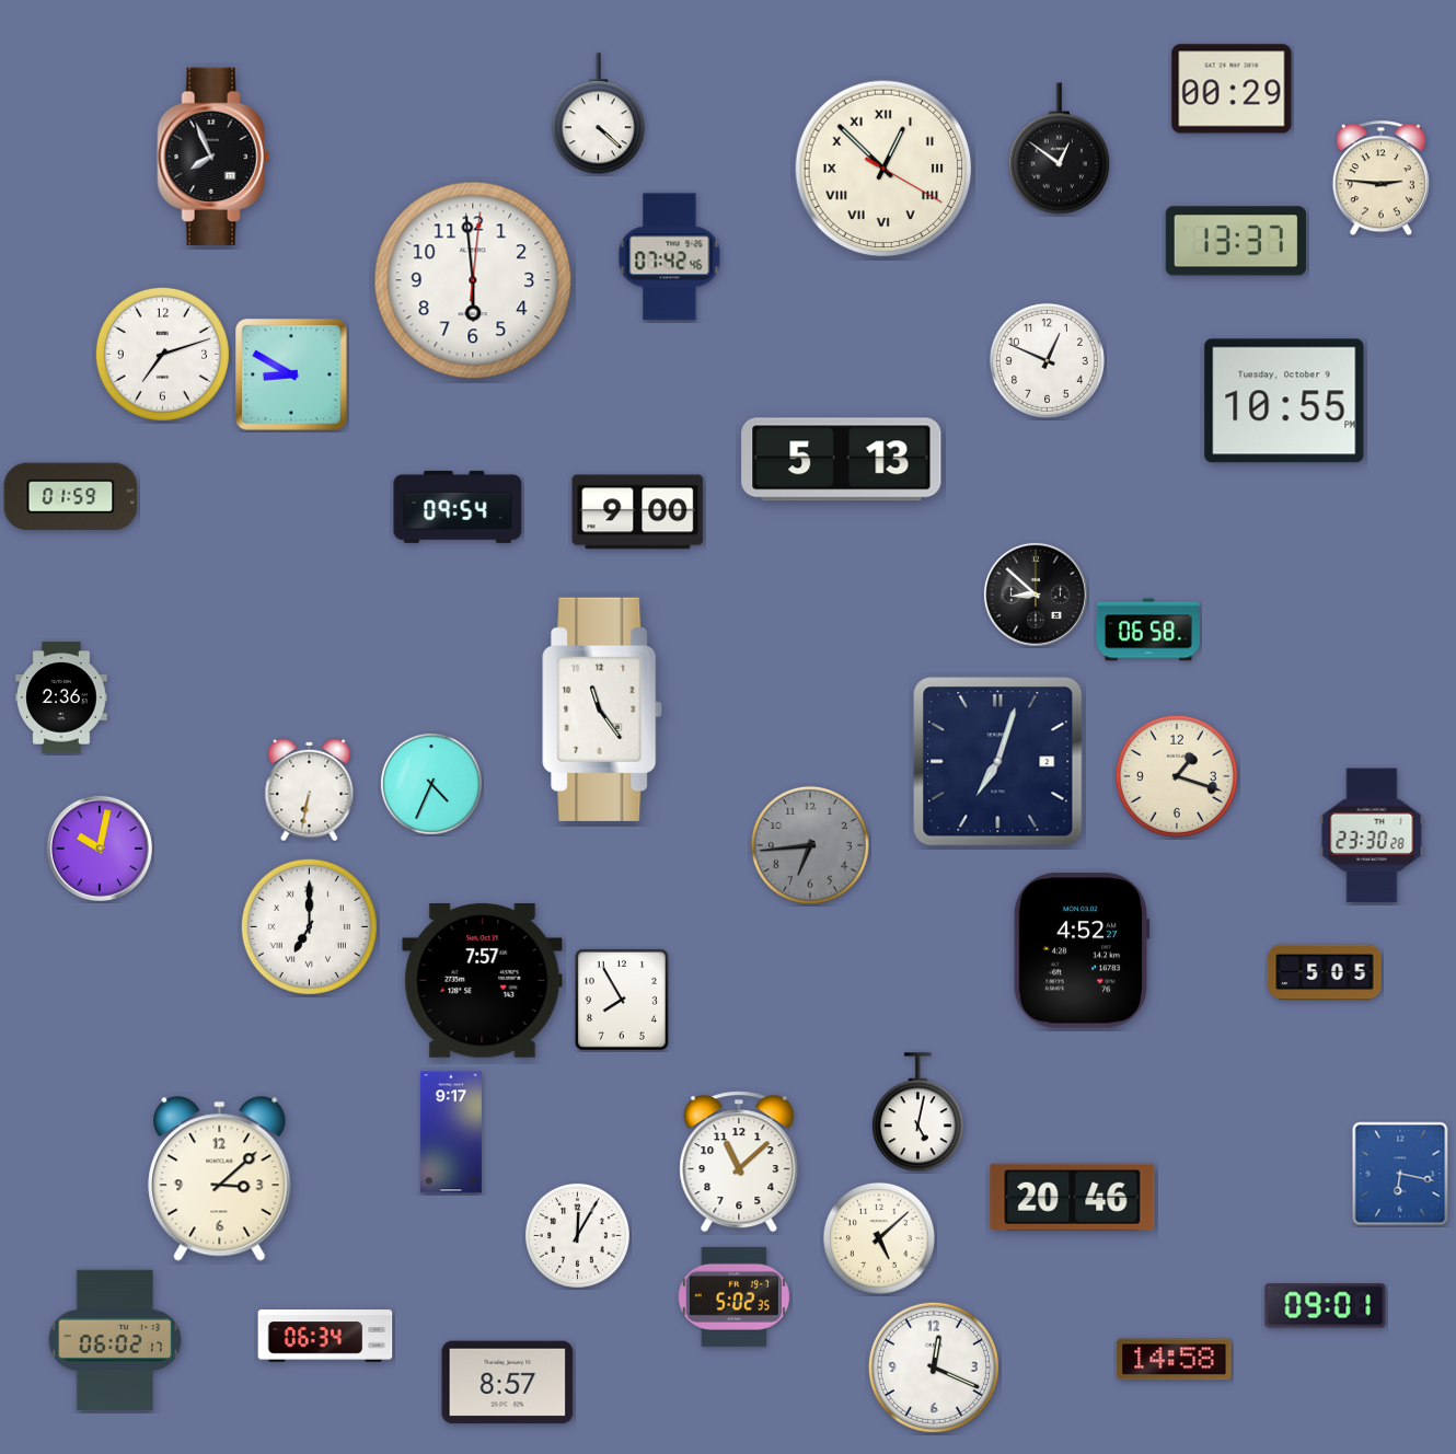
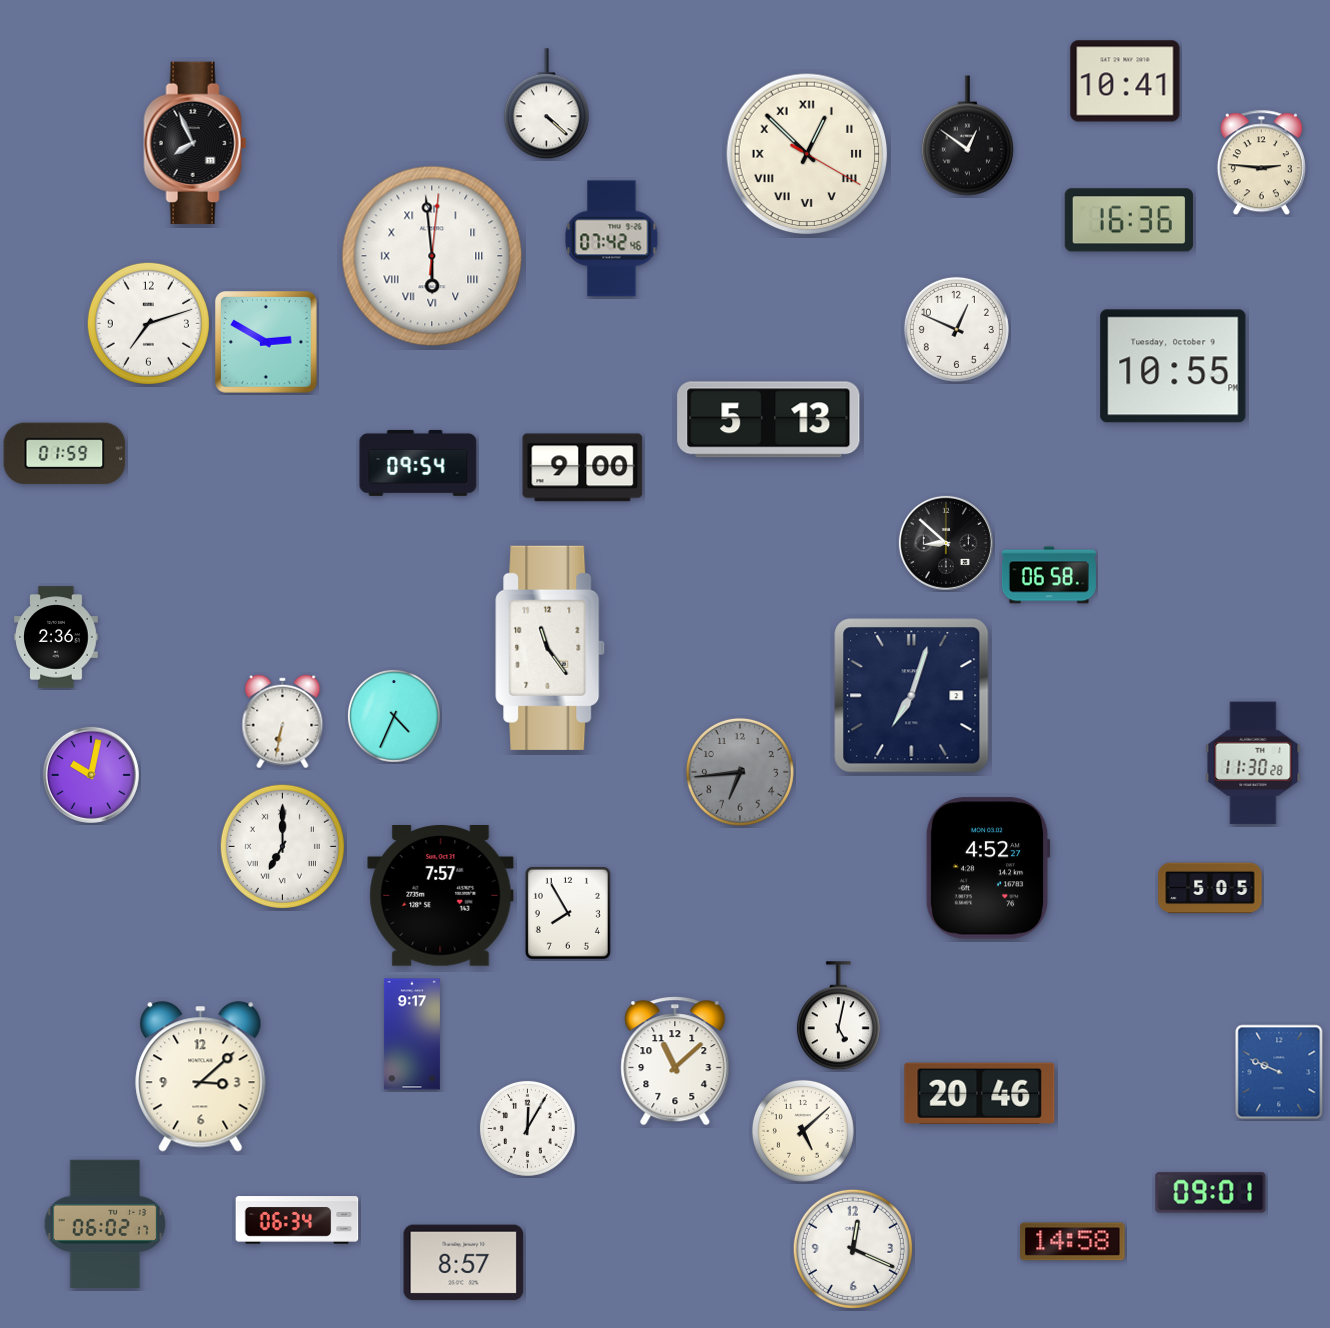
clock at (1232, 89): 00:29 -> 10:41
clock at (1236, 241): 13:37 -> 16:36
clock at (670, 257) position: (670, 257) -> (612, 239)
clock at (473, 280) numerals: Arabic -> Roman
clock at (292, 376): 8:50 -> 2:50
clock at (1177, 776): 1:18 -> none
clock at (1372, 835): 23:30 -> 11:30
clock at (1400, 1174): 6:17 -> 9:49
clock at (733, 1296): 5:02 -> none
